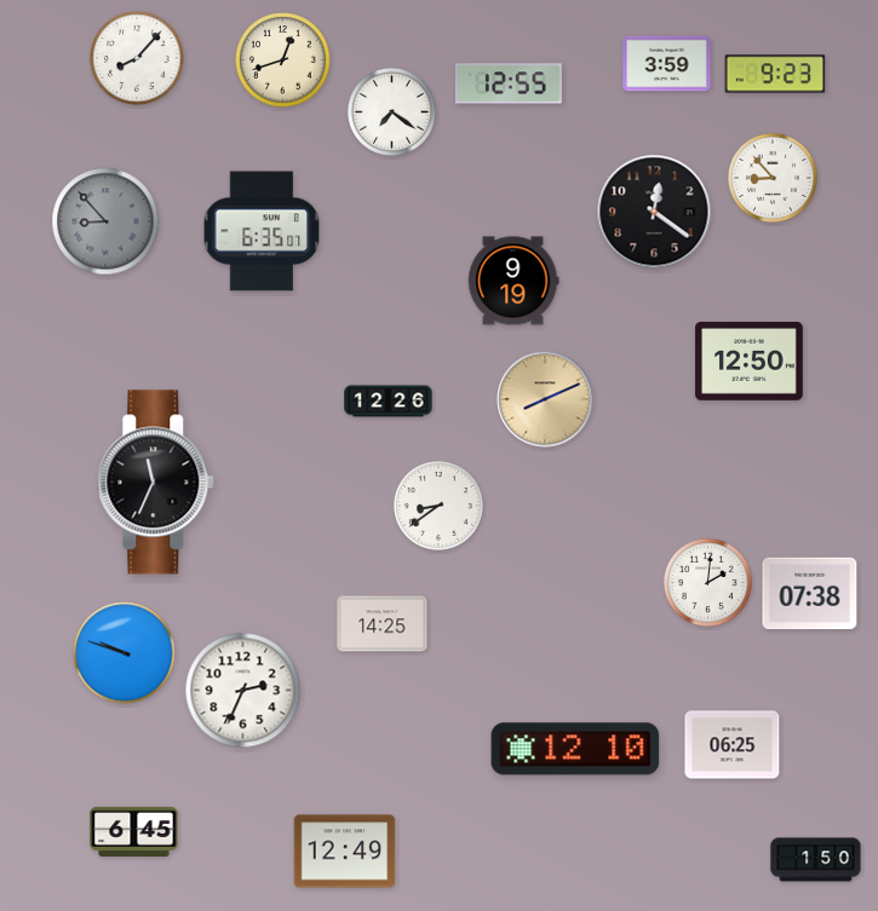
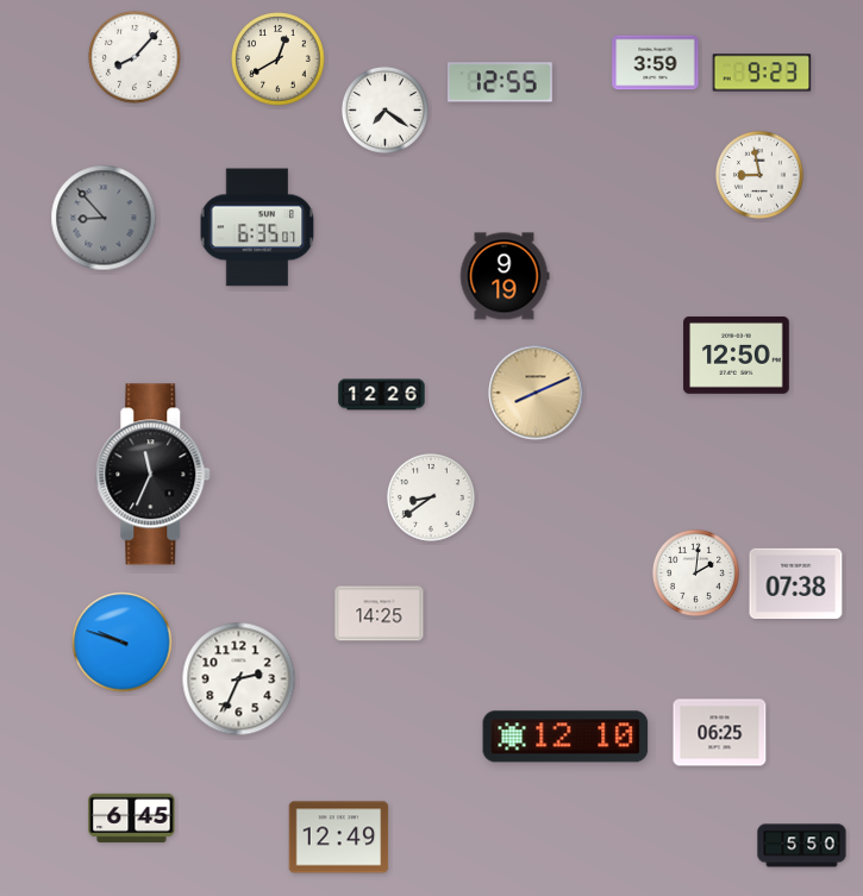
clock at (283, 60): 12:42 -> 12:40
clock at (773, 178): 8:53 -> 8:58
clock at (654, 212): 12:21 -> none
clock at (383, 624) position: (383, 624) -> (380, 614)
clock at (816, 860): 1:50 -> 5:50
